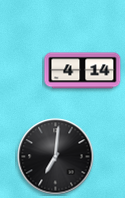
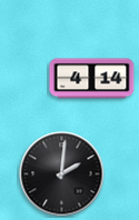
clock at (56, 157): 7:01 -> 2:01
